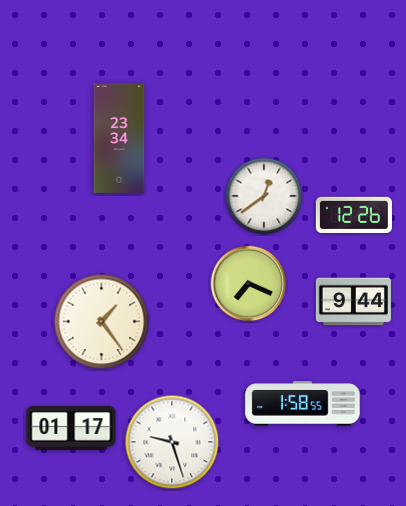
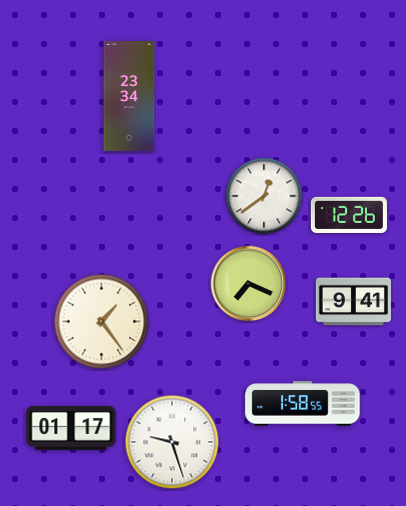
clock at (119, 139) position: (119, 139) -> (129, 97)
clock at (354, 215) position: (354, 215) -> (349, 215)
clock at (353, 302): 9:44 -> 9:41
